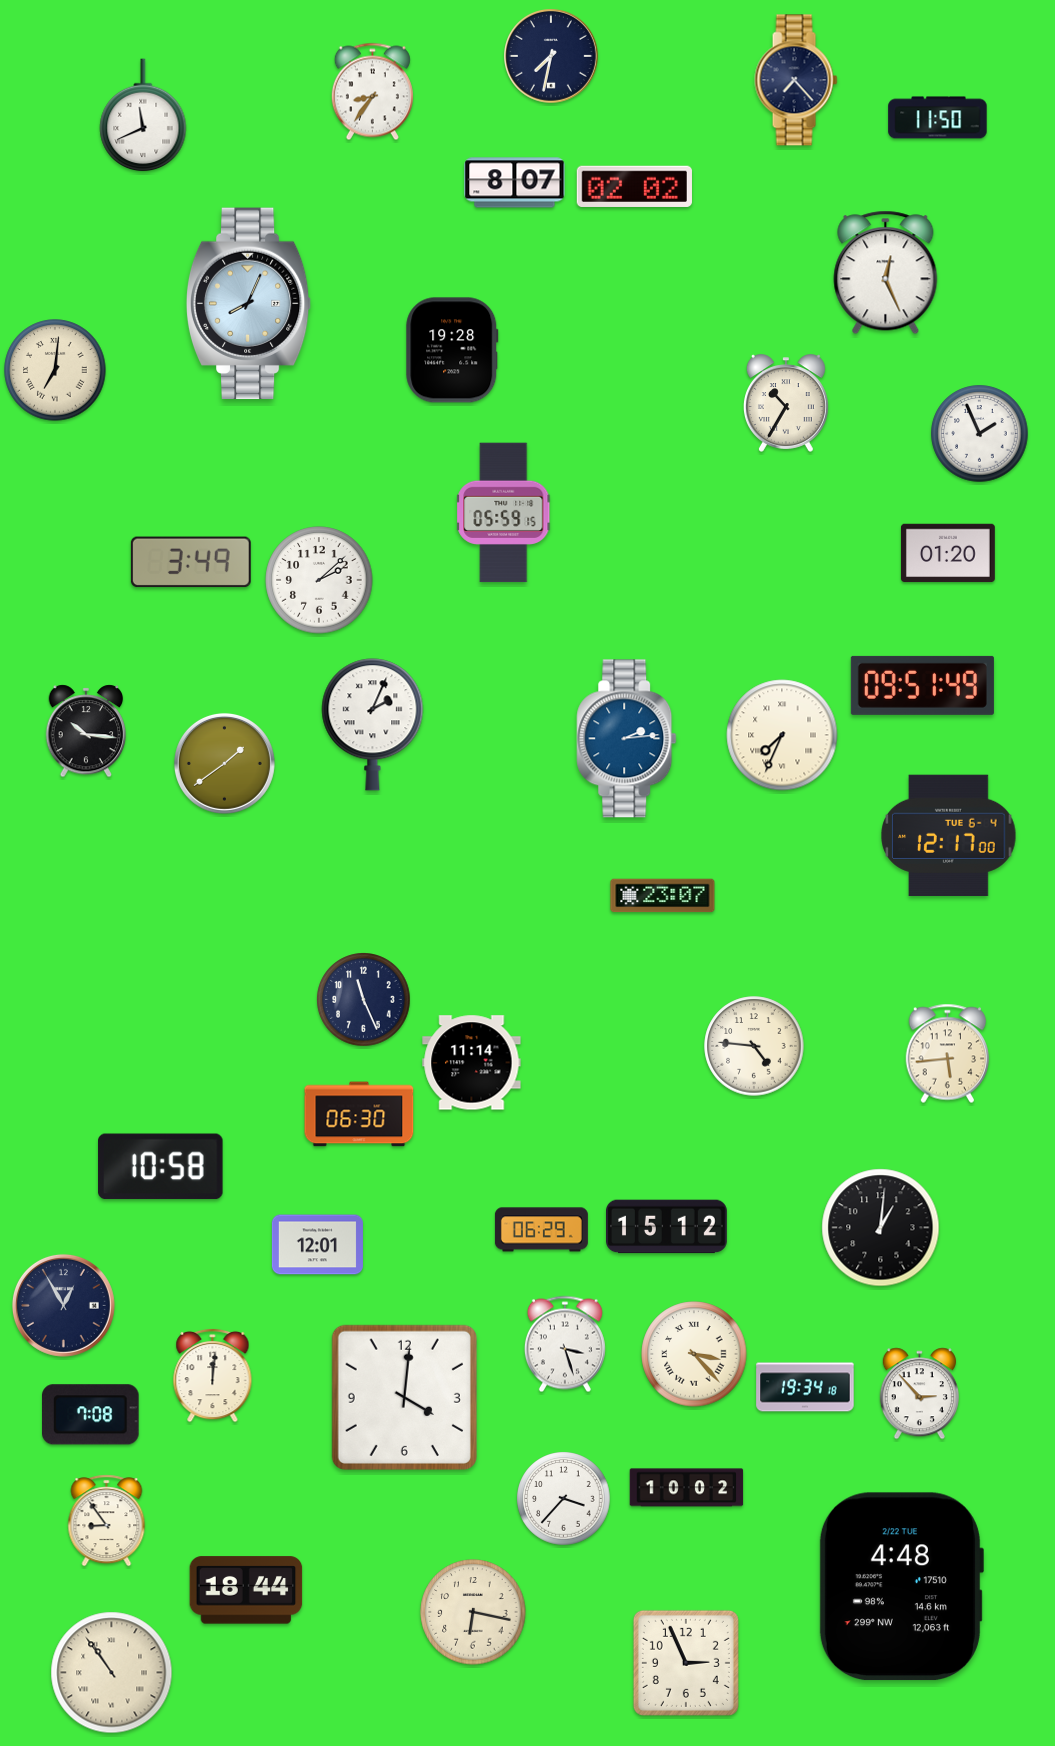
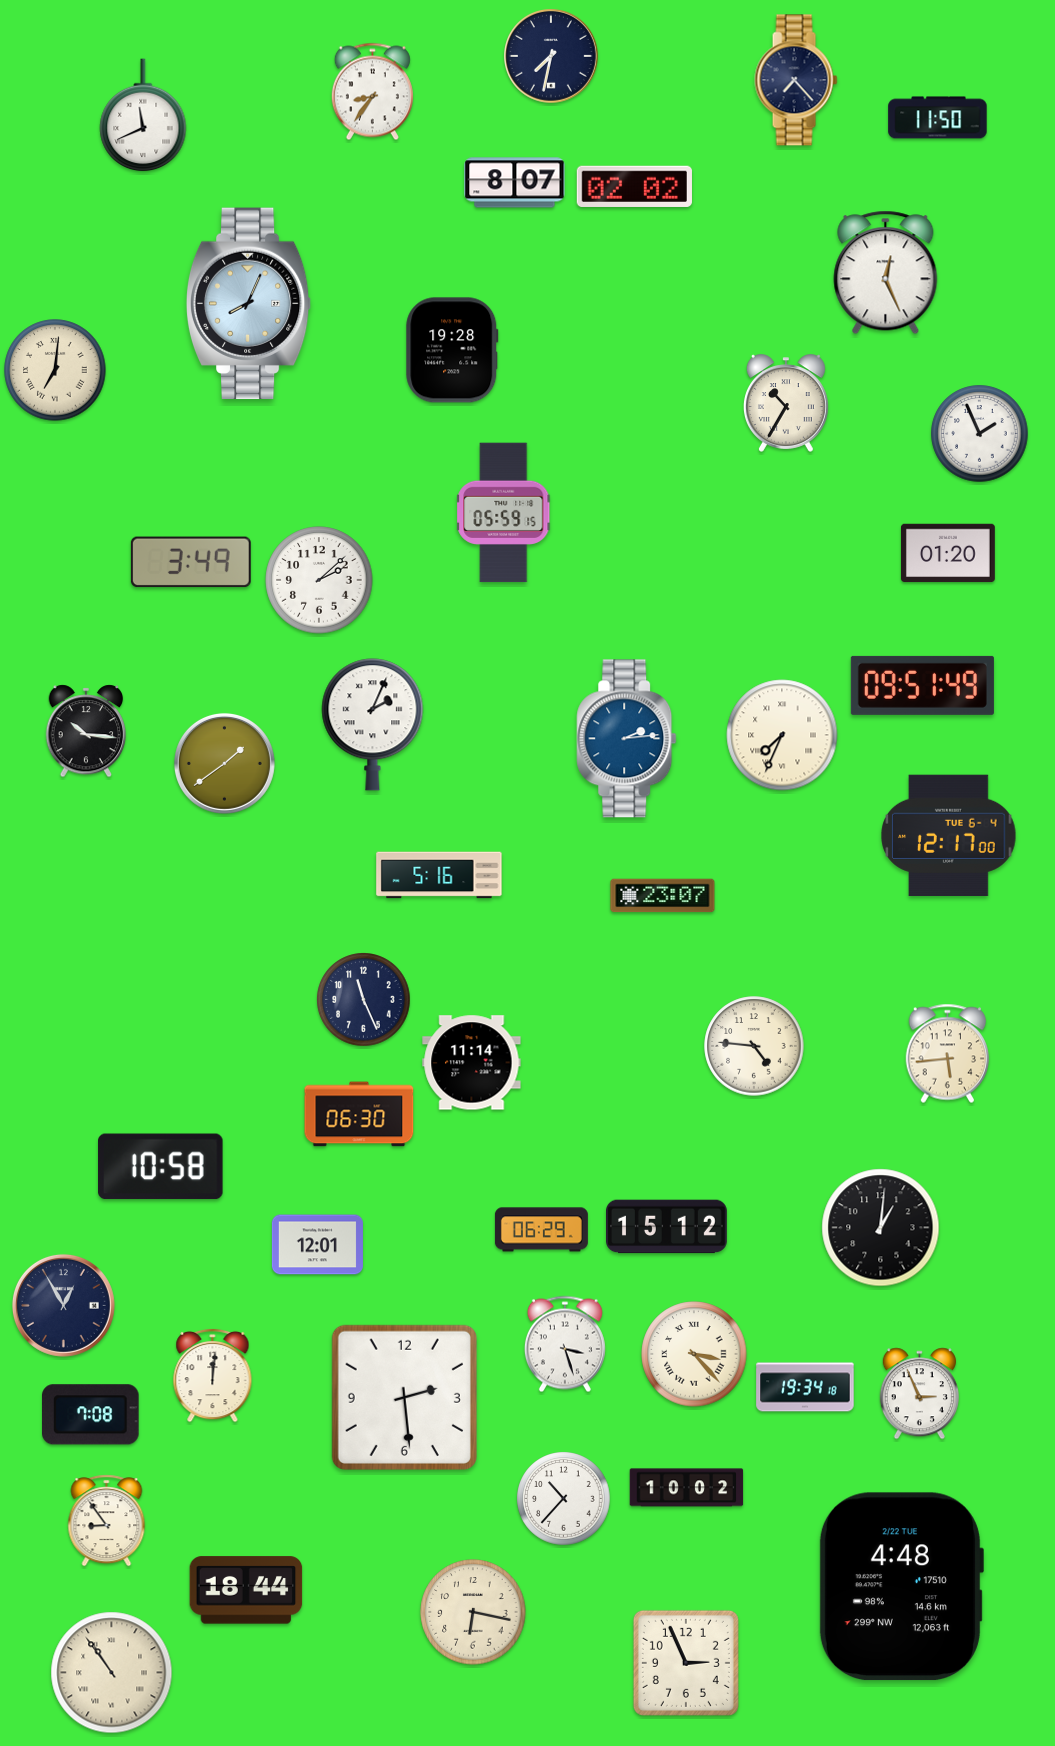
clock at (439, 875): none -> 5:16
clock at (919, 1394): 2:53 -> 2:56
clock at (404, 1397): 4:01 -> 2:29
clock at (564, 1499): 3:37 -> 10:37
